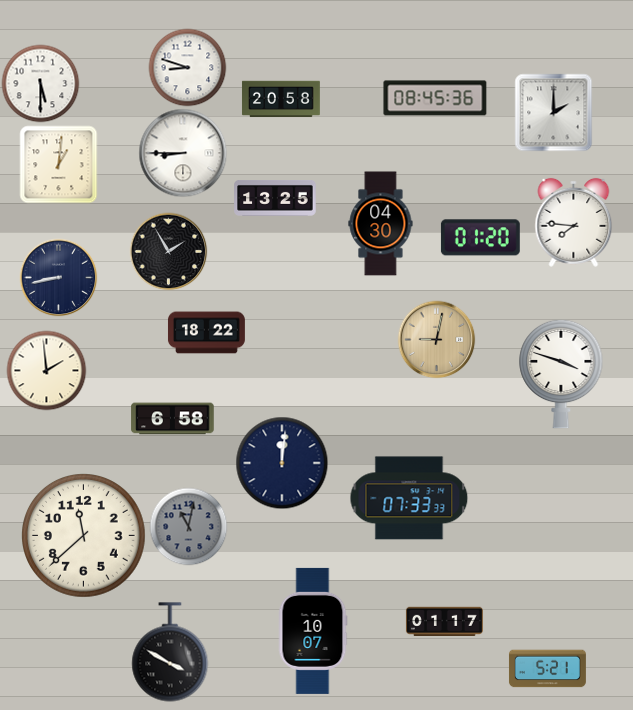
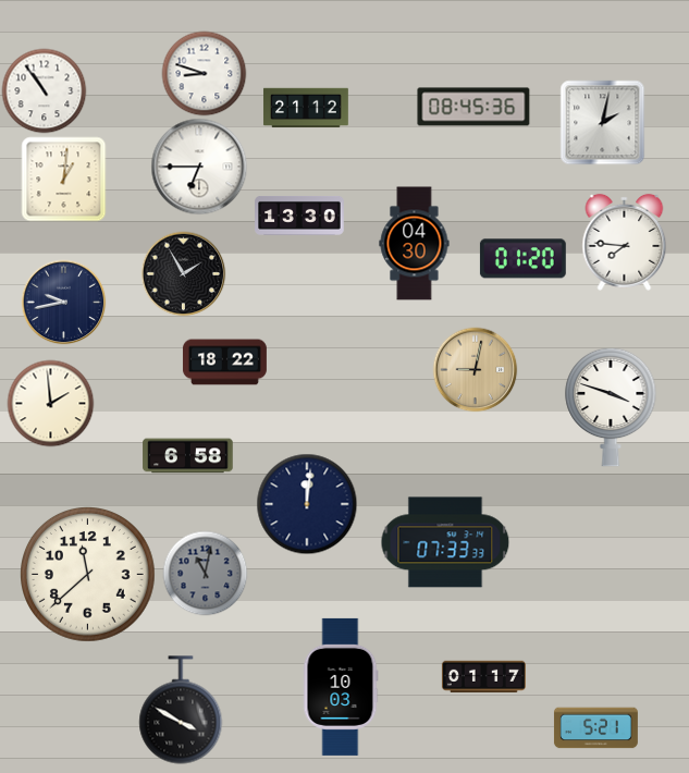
clock at (40, 83): 5:30 -> 10:54
clock at (281, 99): 20:58 -> 21:12
clock at (553, 112): 2:00 -> 2:02
clock at (183, 153): 8:45 -> 6:45
clock at (275, 199): 13:25 -> 13:30
clock at (58, 277): 8:43 -> 9:43
clock at (84, 536) position: (84, 536) -> (88, 575)
clock at (313, 631): 10:07 -> 10:03
clock at (170, 652) position: (170, 652) -> (181, 710)
